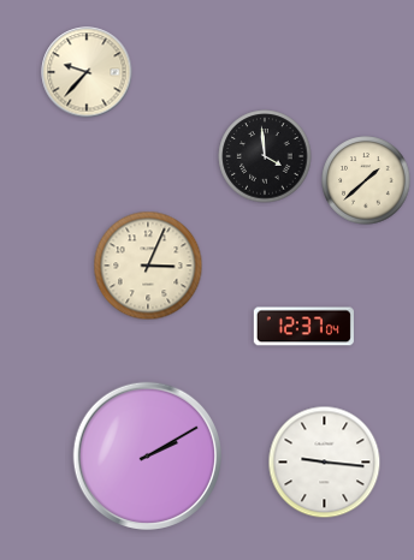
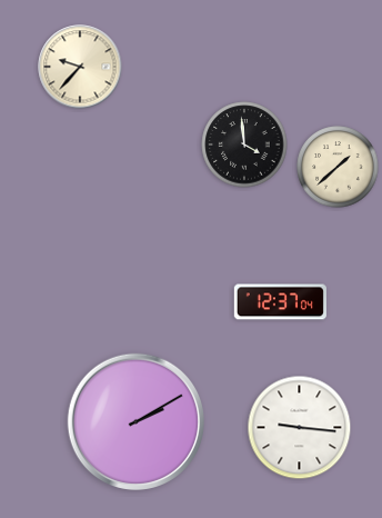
clock at (148, 266): 3:04 -> none
